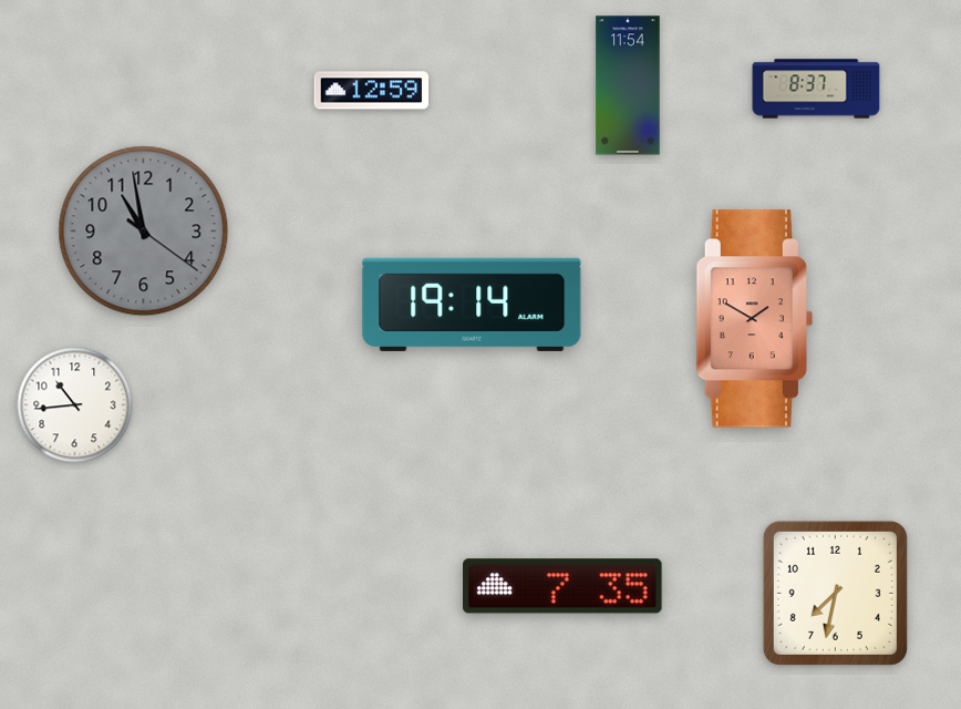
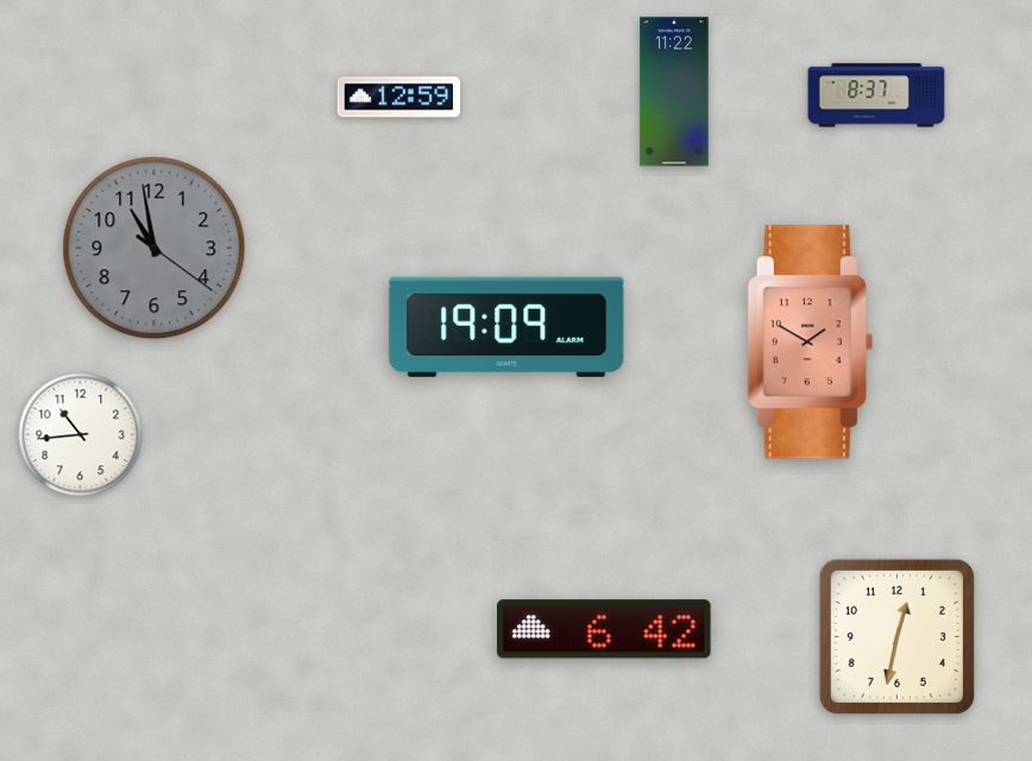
clock at (628, 85): 11:54 -> 11:22
clock at (472, 305): 19:14 -> 19:09
clock at (564, 586): 7:35 -> 6:42
clock at (835, 593): 7:32 -> 12:32
